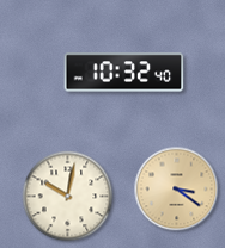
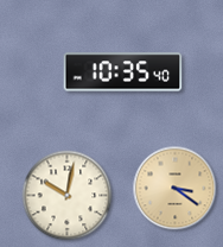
clock at (124, 73): 10:32 -> 10:35
